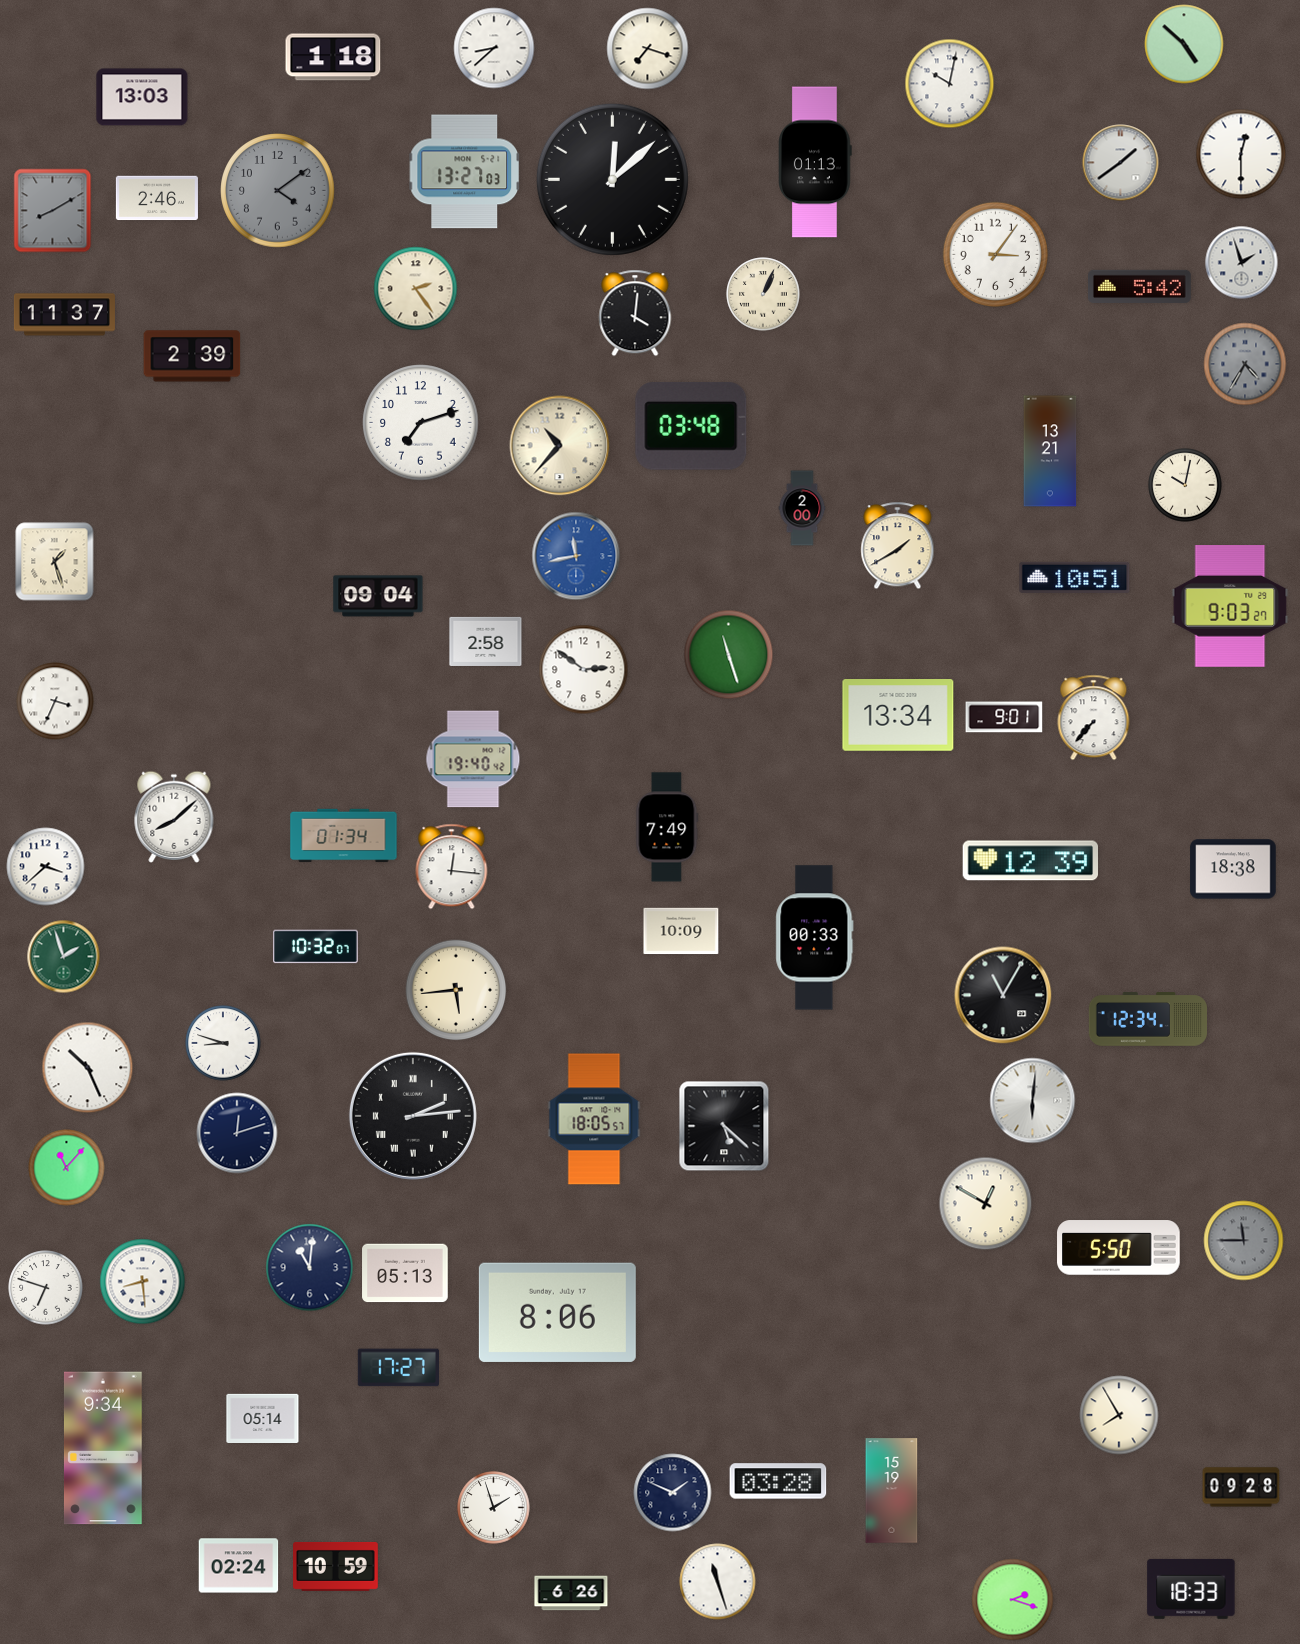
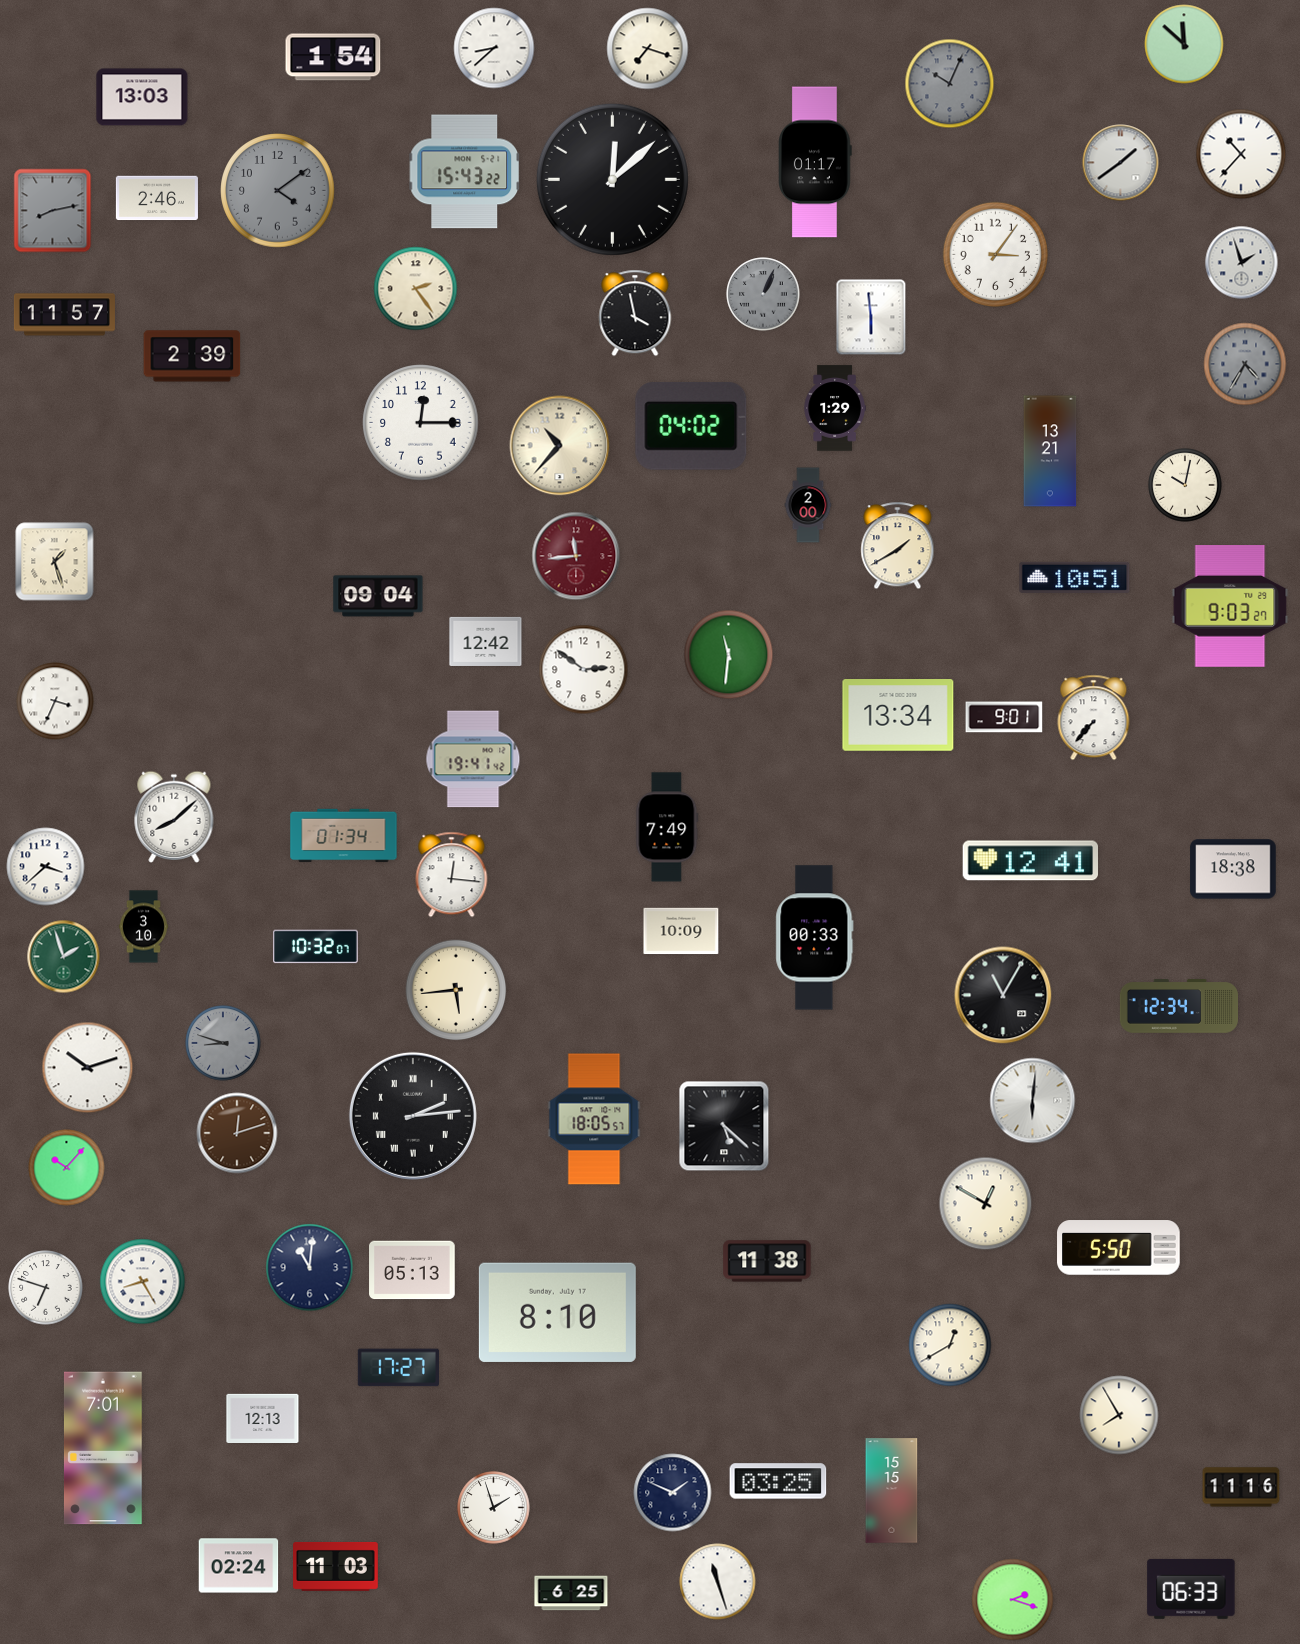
clock at (1184, 44): 4:52 -> 11:52
clock at (333, 57): 1:18 -> 1:54
clock at (950, 84): 10:02 -> 10:04
clock at (950, 84) dial: white -> grey
clock at (1241, 154): 12:30 -> 10:37
clock at (815, 162): 01:13 -> 01:17
clock at (465, 172): 13:27 -> 15:43
clock at (53, 211): 8:10 -> 8:13
clock at (1139, 286): 5:42 -> none
clock at (763, 294) dial: cream -> grey
clock at (635, 313): 4:01 -> 3:58
clock at (64, 315): 11:37 -> 11:57
clock at (871, 317): none -> 5:59
clock at (835, 408): none -> 1:29
clock at (421, 423): 7:12 -> 12:15
clock at (691, 426): 03:48 -> 04:02
clock at (802, 508) position: (802, 508) -> (808, 505)
clock at (576, 556): 11:43 -> 11:44
clock at (576, 556) dial: blue -> burgundy
clock at (486, 641): 2:58 -> 12:42
clock at (729, 655): 11:27 -> 11:31
clock at (473, 759): 19:40 -> 19:41
clock at (1030, 861): 12:39 -> 12:41
clock at (452, 867) position: (452, 867) -> (452, 875)
clock at (143, 927): none -> 3:10
clock at (1147, 1019) position: (1147, 1019) -> (1178, 1006)
clock at (223, 1043) dial: white -> grey
clock at (88, 1068): 10:26 -> 10:12
clock at (237, 1133) dial: navy -> brown
clock at (67, 1168): 11:07 -> 10:07
clock at (1244, 1241): 11:45 -> none
clock at (767, 1261): none -> 11:38
clock at (405, 1273) position: (405, 1273) -> (412, 1270)
clock at (143, 1282): 8:29 -> 8:25
clock at (557, 1312): 8:06 -> 8:10
clock at (950, 1345): none -> 12:40
clock at (263, 1418): 05:14 -> 12:13
clock at (103, 1448): 9:34 -> 7:01
clock at (778, 1481): 03:28 -> 03:25
clock at (1241, 1487): 09:28 -> 11:16
clock at (892, 1491): 15:19 -> 15:15
clock at (336, 1566): 10:59 -> 11:03
clock at (1191, 1589): 18:33 -> 06:33
clock at (571, 1593): 6:26 -> 6:25
